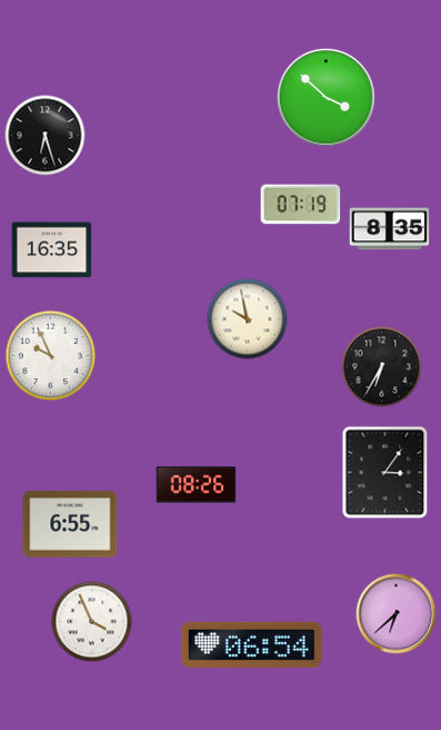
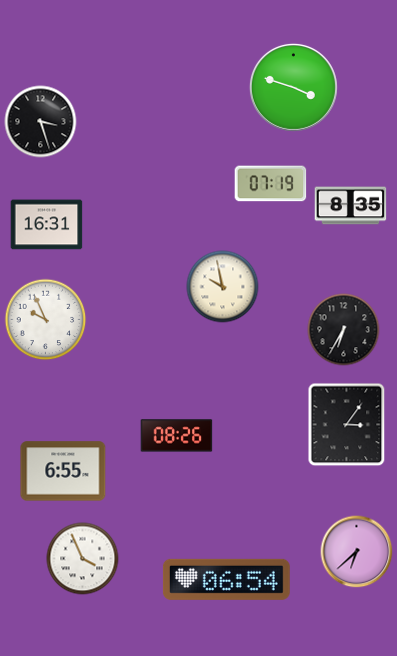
clock at (325, 97): 3:52 -> 3:48
clock at (46, 136): 6:27 -> 3:27
clock at (52, 250): 16:35 -> 16:31
